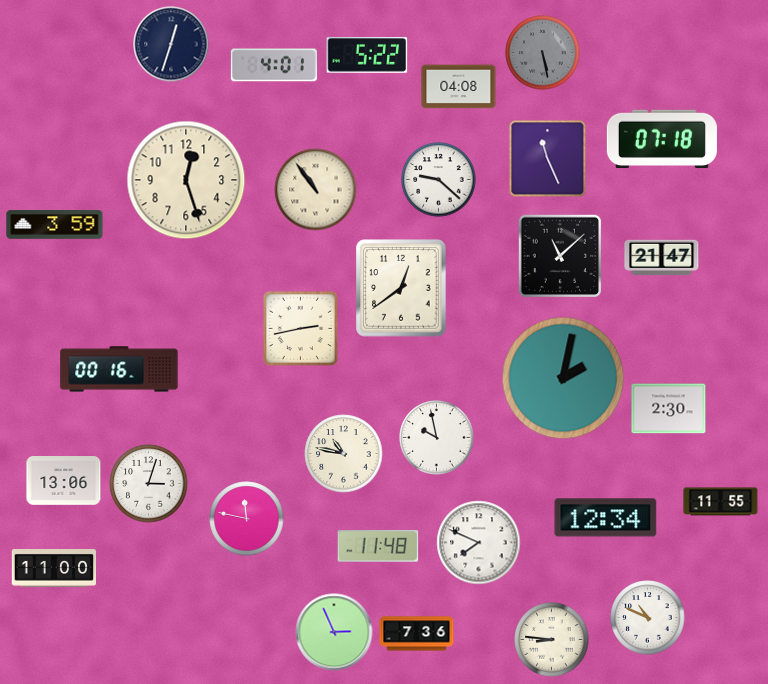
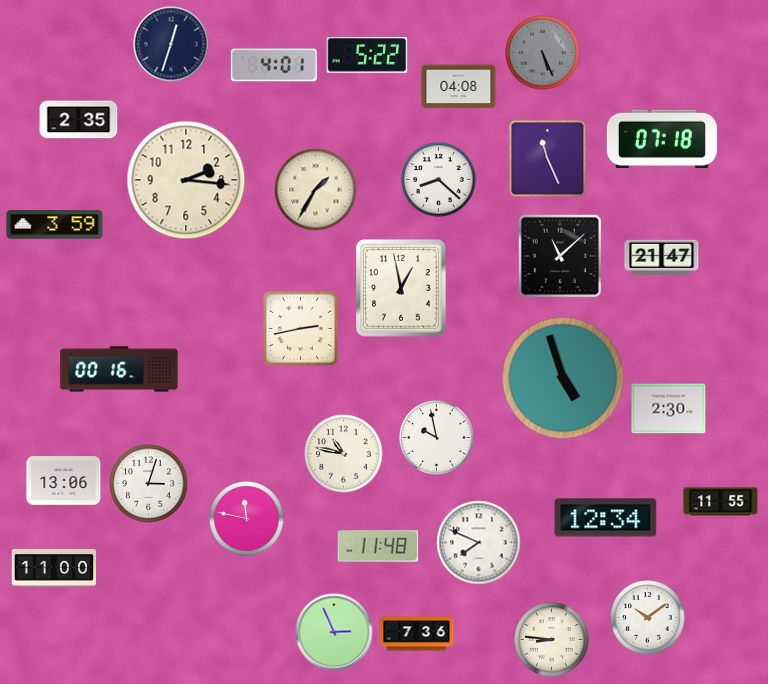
clock at (543, 53): 5:28 -> 5:26
clock at (79, 120): none -> 2:35
clock at (186, 180): 12:27 -> 2:16
clock at (439, 180): 9:22 -> 8:22
clock at (316, 190): 10:54 -> 1:35
clock at (401, 288): 12:39 -> 12:58
clock at (563, 378): 2:02 -> 4:57
clock at (648, 618): 10:49 -> 10:09
